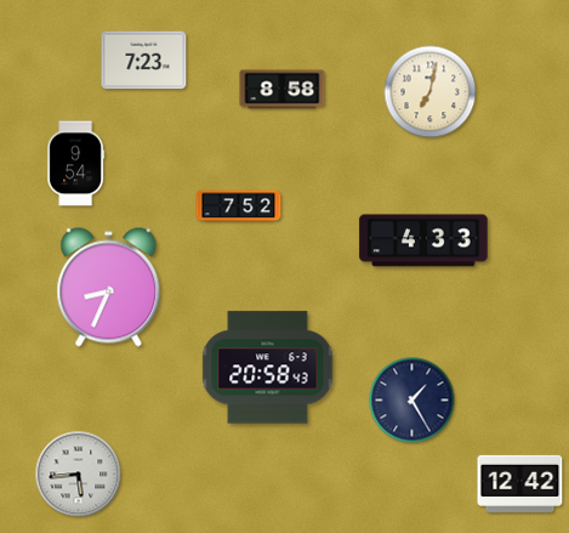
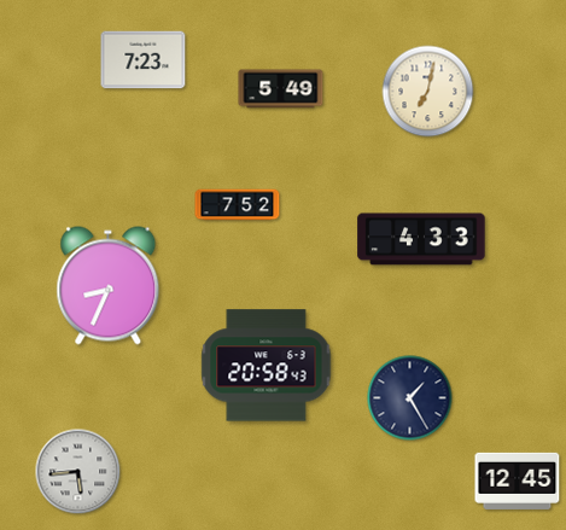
clock at (283, 90): 8:58 -> 5:49
clock at (76, 164): 9:54 -> none
clock at (520, 483): 12:42 -> 12:45
